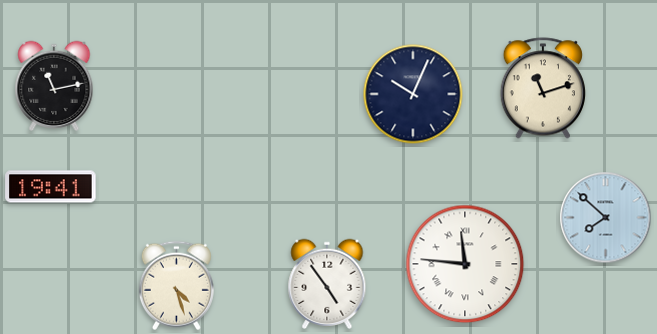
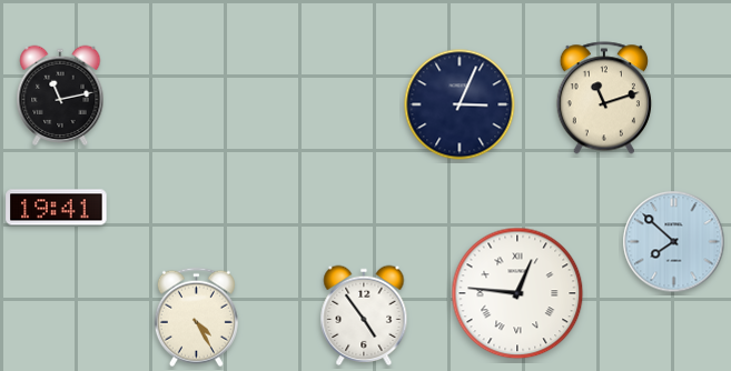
clock at (413, 94): 10:04 -> 3:04
clock at (465, 264): 11:46 -> 12:46
clock at (176, 286): 4:27 -> 4:25
